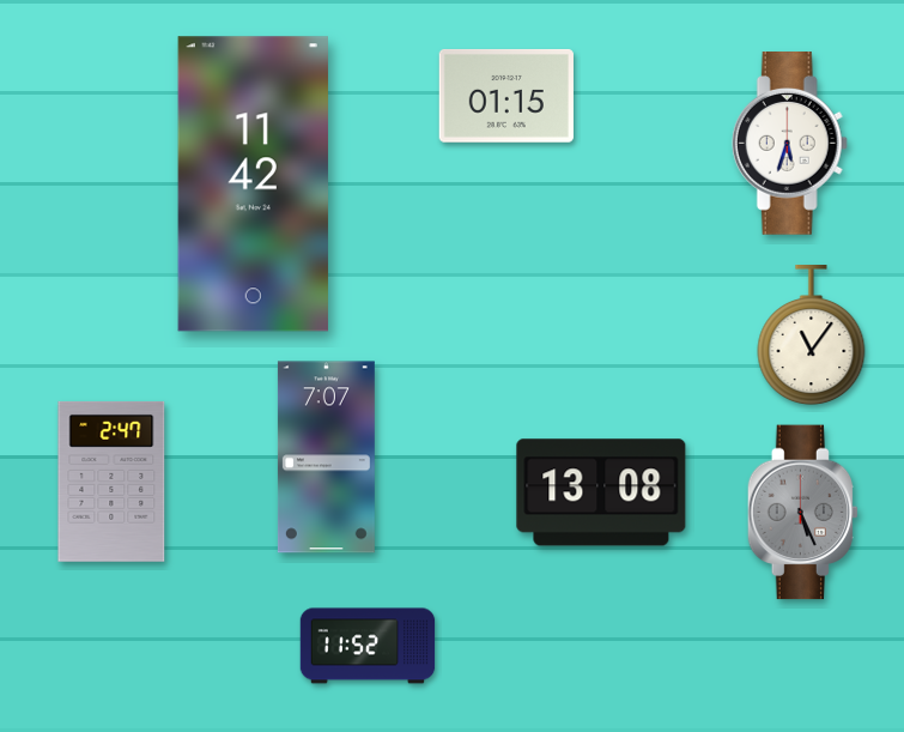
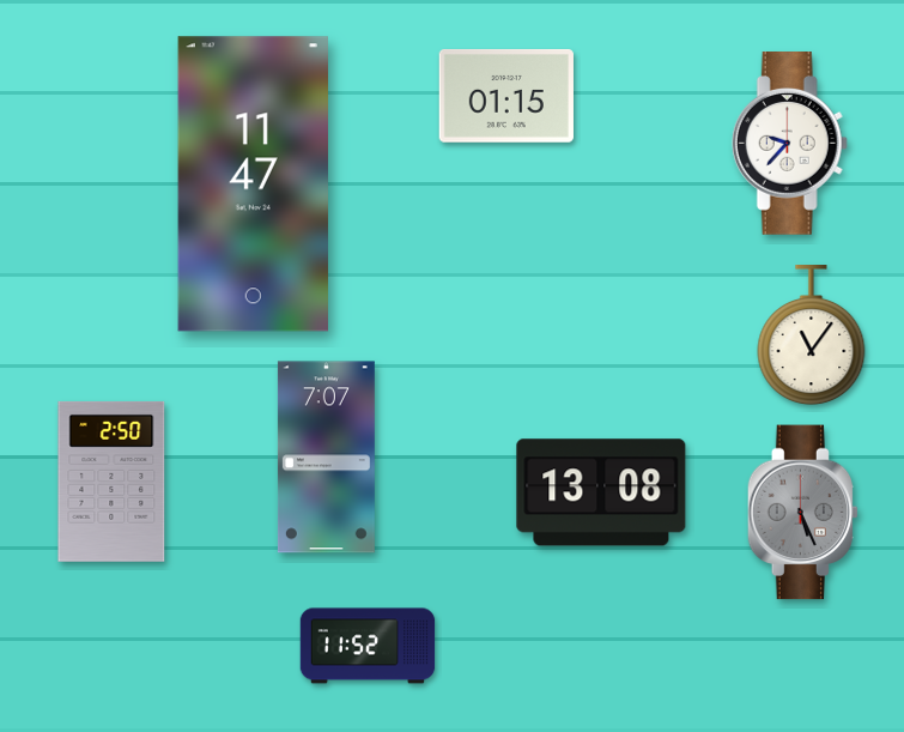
clock at (789, 144): 5:33 -> 9:37
clock at (253, 184): 11:42 -> 11:47
clock at (111, 482): 2:47 -> 2:50
